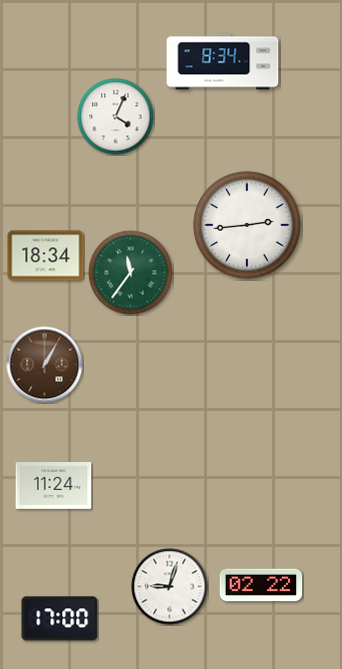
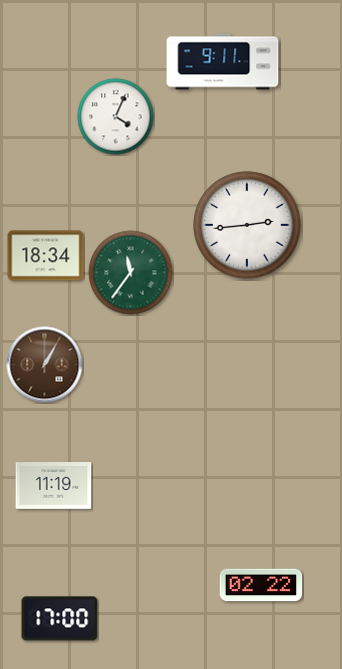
clock at (223, 62): 8:34 -> 9:11
clock at (54, 486): 11:24 -> 11:19
clock at (170, 587): 9:03 -> none
